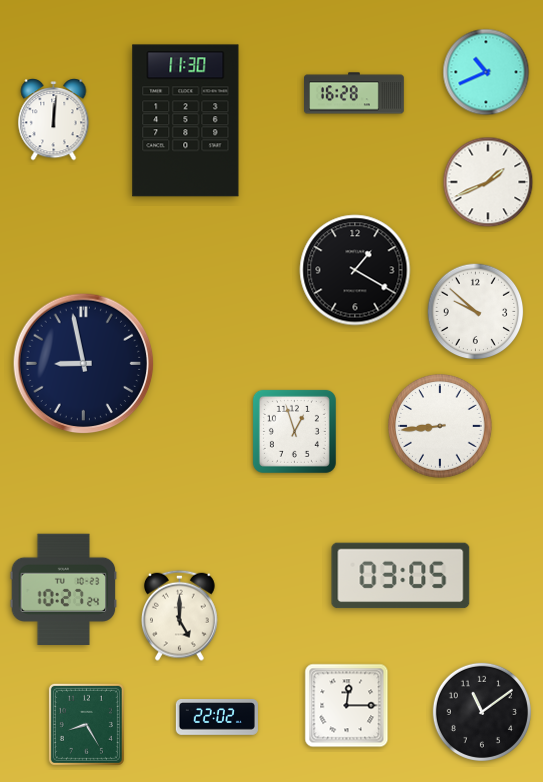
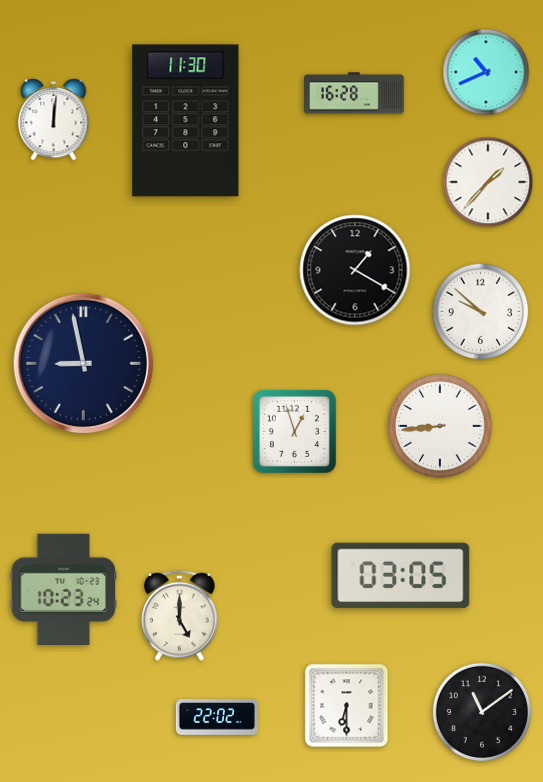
clock at (488, 182): 1:41 -> 1:37
clock at (476, 312) position: (476, 312) -> (481, 312)
clock at (64, 589): 10:27 -> 10:23
clock at (347, 706): 12:15 -> 6:30
clock at (86, 724): 8:25 -> none
